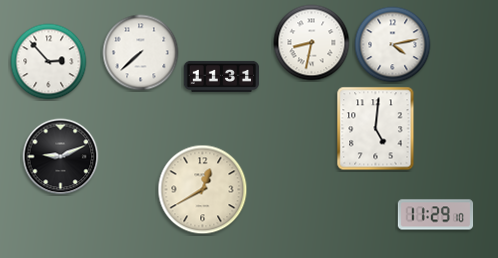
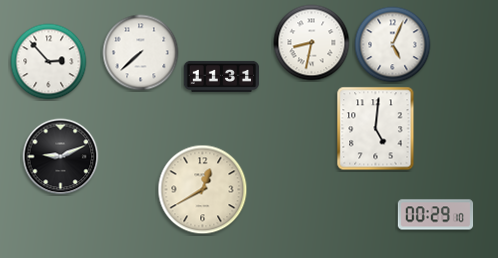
clock at (393, 45): 4:13 -> 5:04
clock at (436, 215): 11:29 -> 00:29
